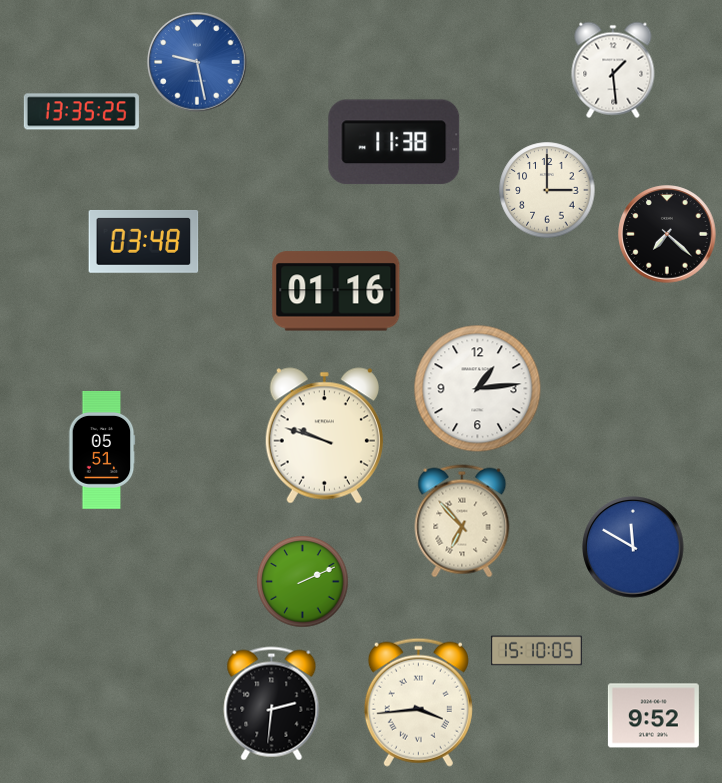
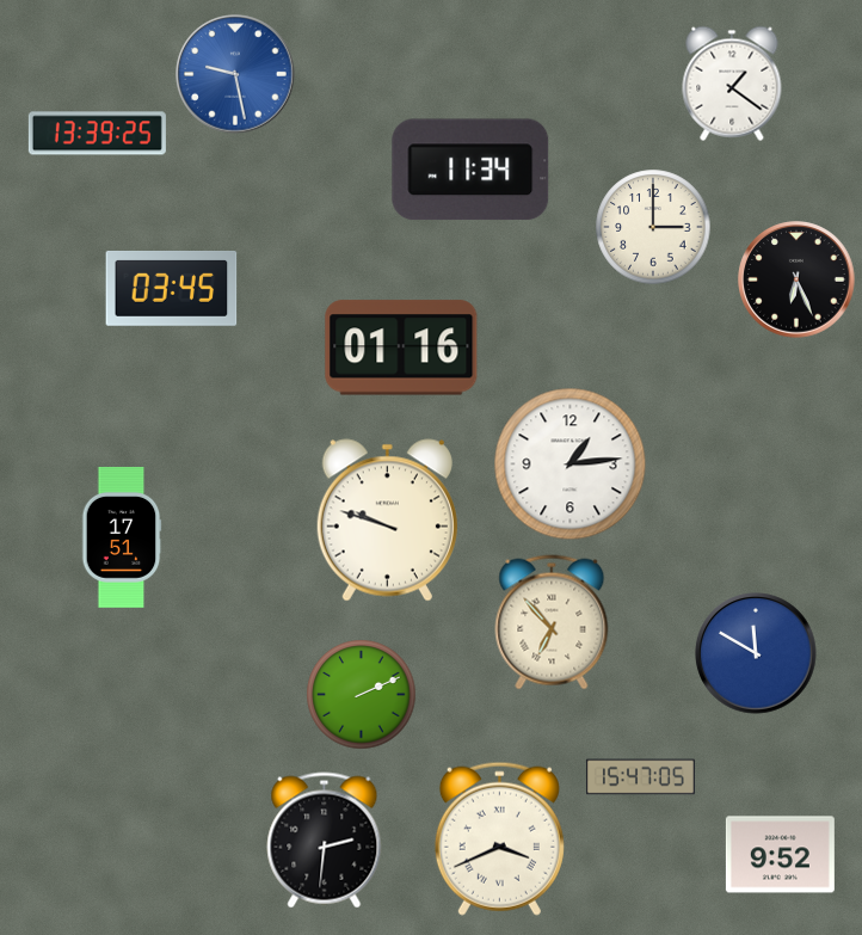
clock at (613, 70): 1:29 -> 1:21
clock at (81, 112): 13:35 -> 13:39
clock at (394, 142): 11:38 -> 11:34
clock at (667, 234): 7:22 -> 6:26
clock at (144, 242): 03:48 -> 03:45
clock at (102, 450): 05:51 -> 17:51
clock at (536, 651): 15:10 -> 15:47
clock at (418, 702): 3:44 -> 3:41
